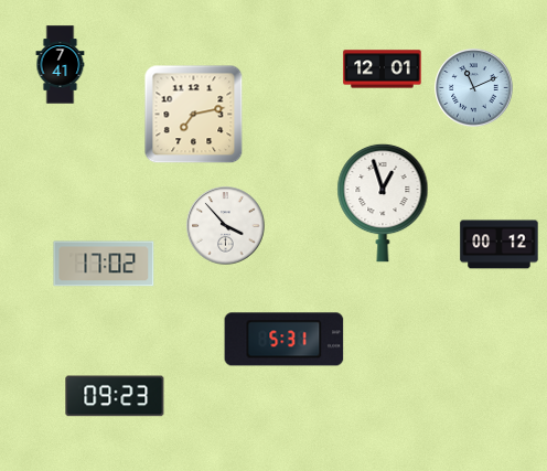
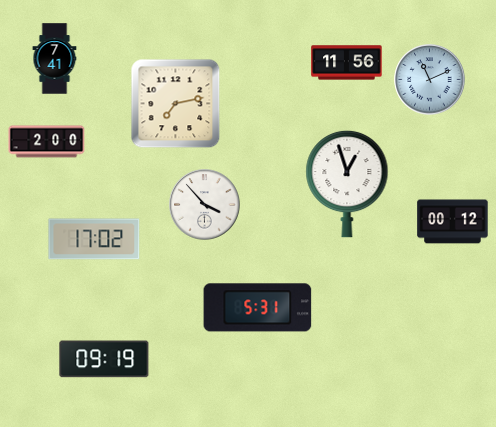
clock at (383, 69): 12:01 -> 11:56
clock at (47, 142): none -> 2:00
clock at (115, 396): 09:23 -> 09:19
